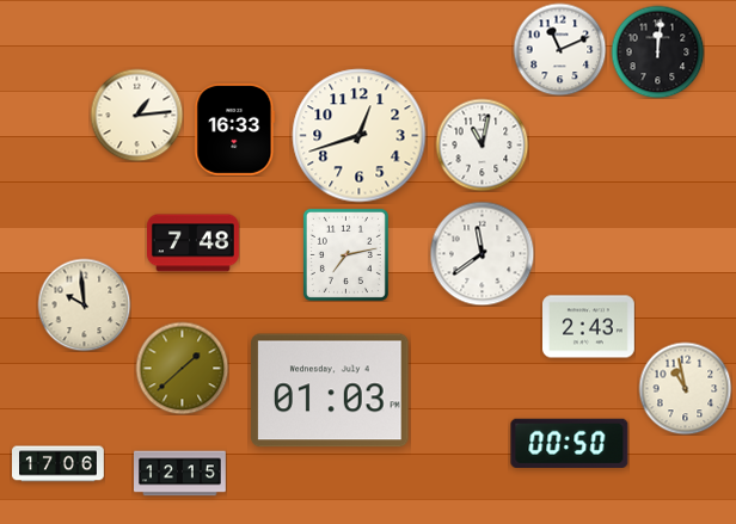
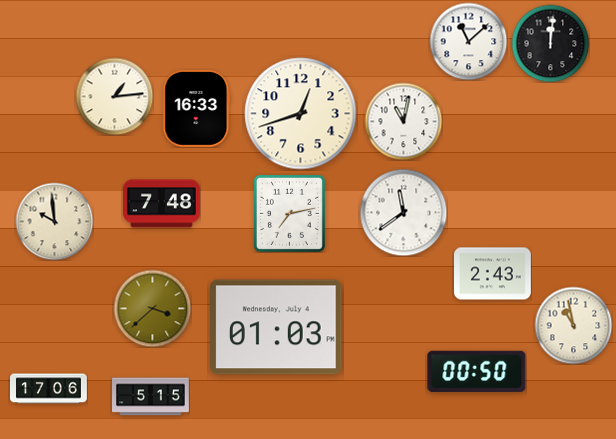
clock at (559, 49): 11:11 -> 11:08
clock at (84, 304) position: (84, 304) -> (54, 221)
clock at (182, 368): 1:38 -> 3:38
clock at (180, 474): 12:15 -> 5:15
